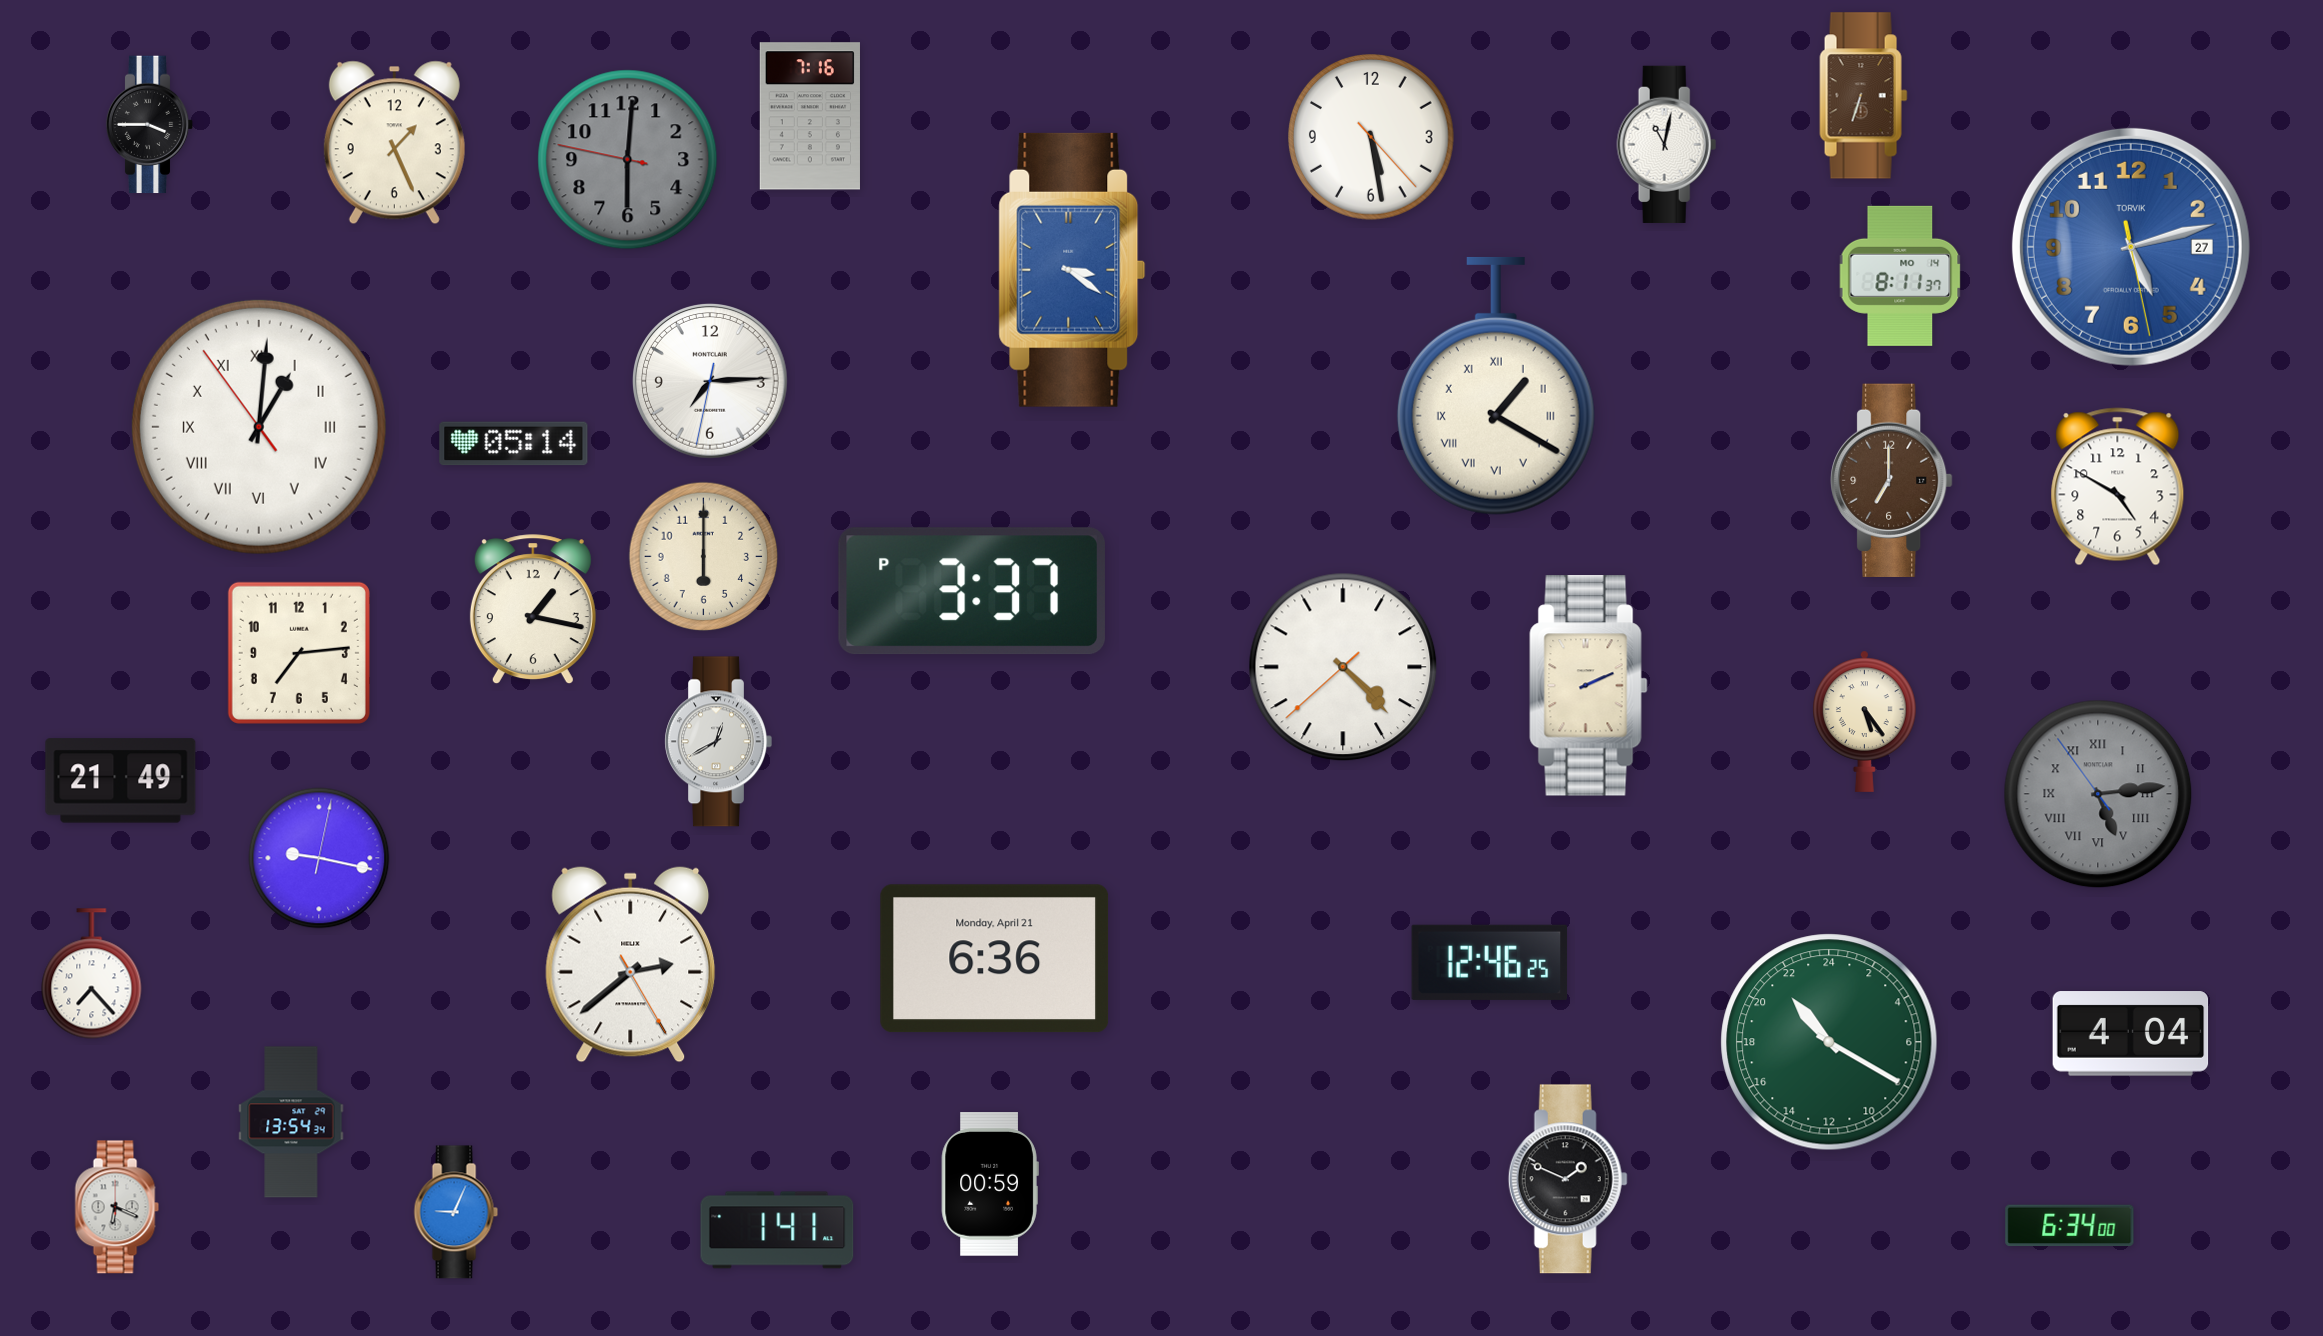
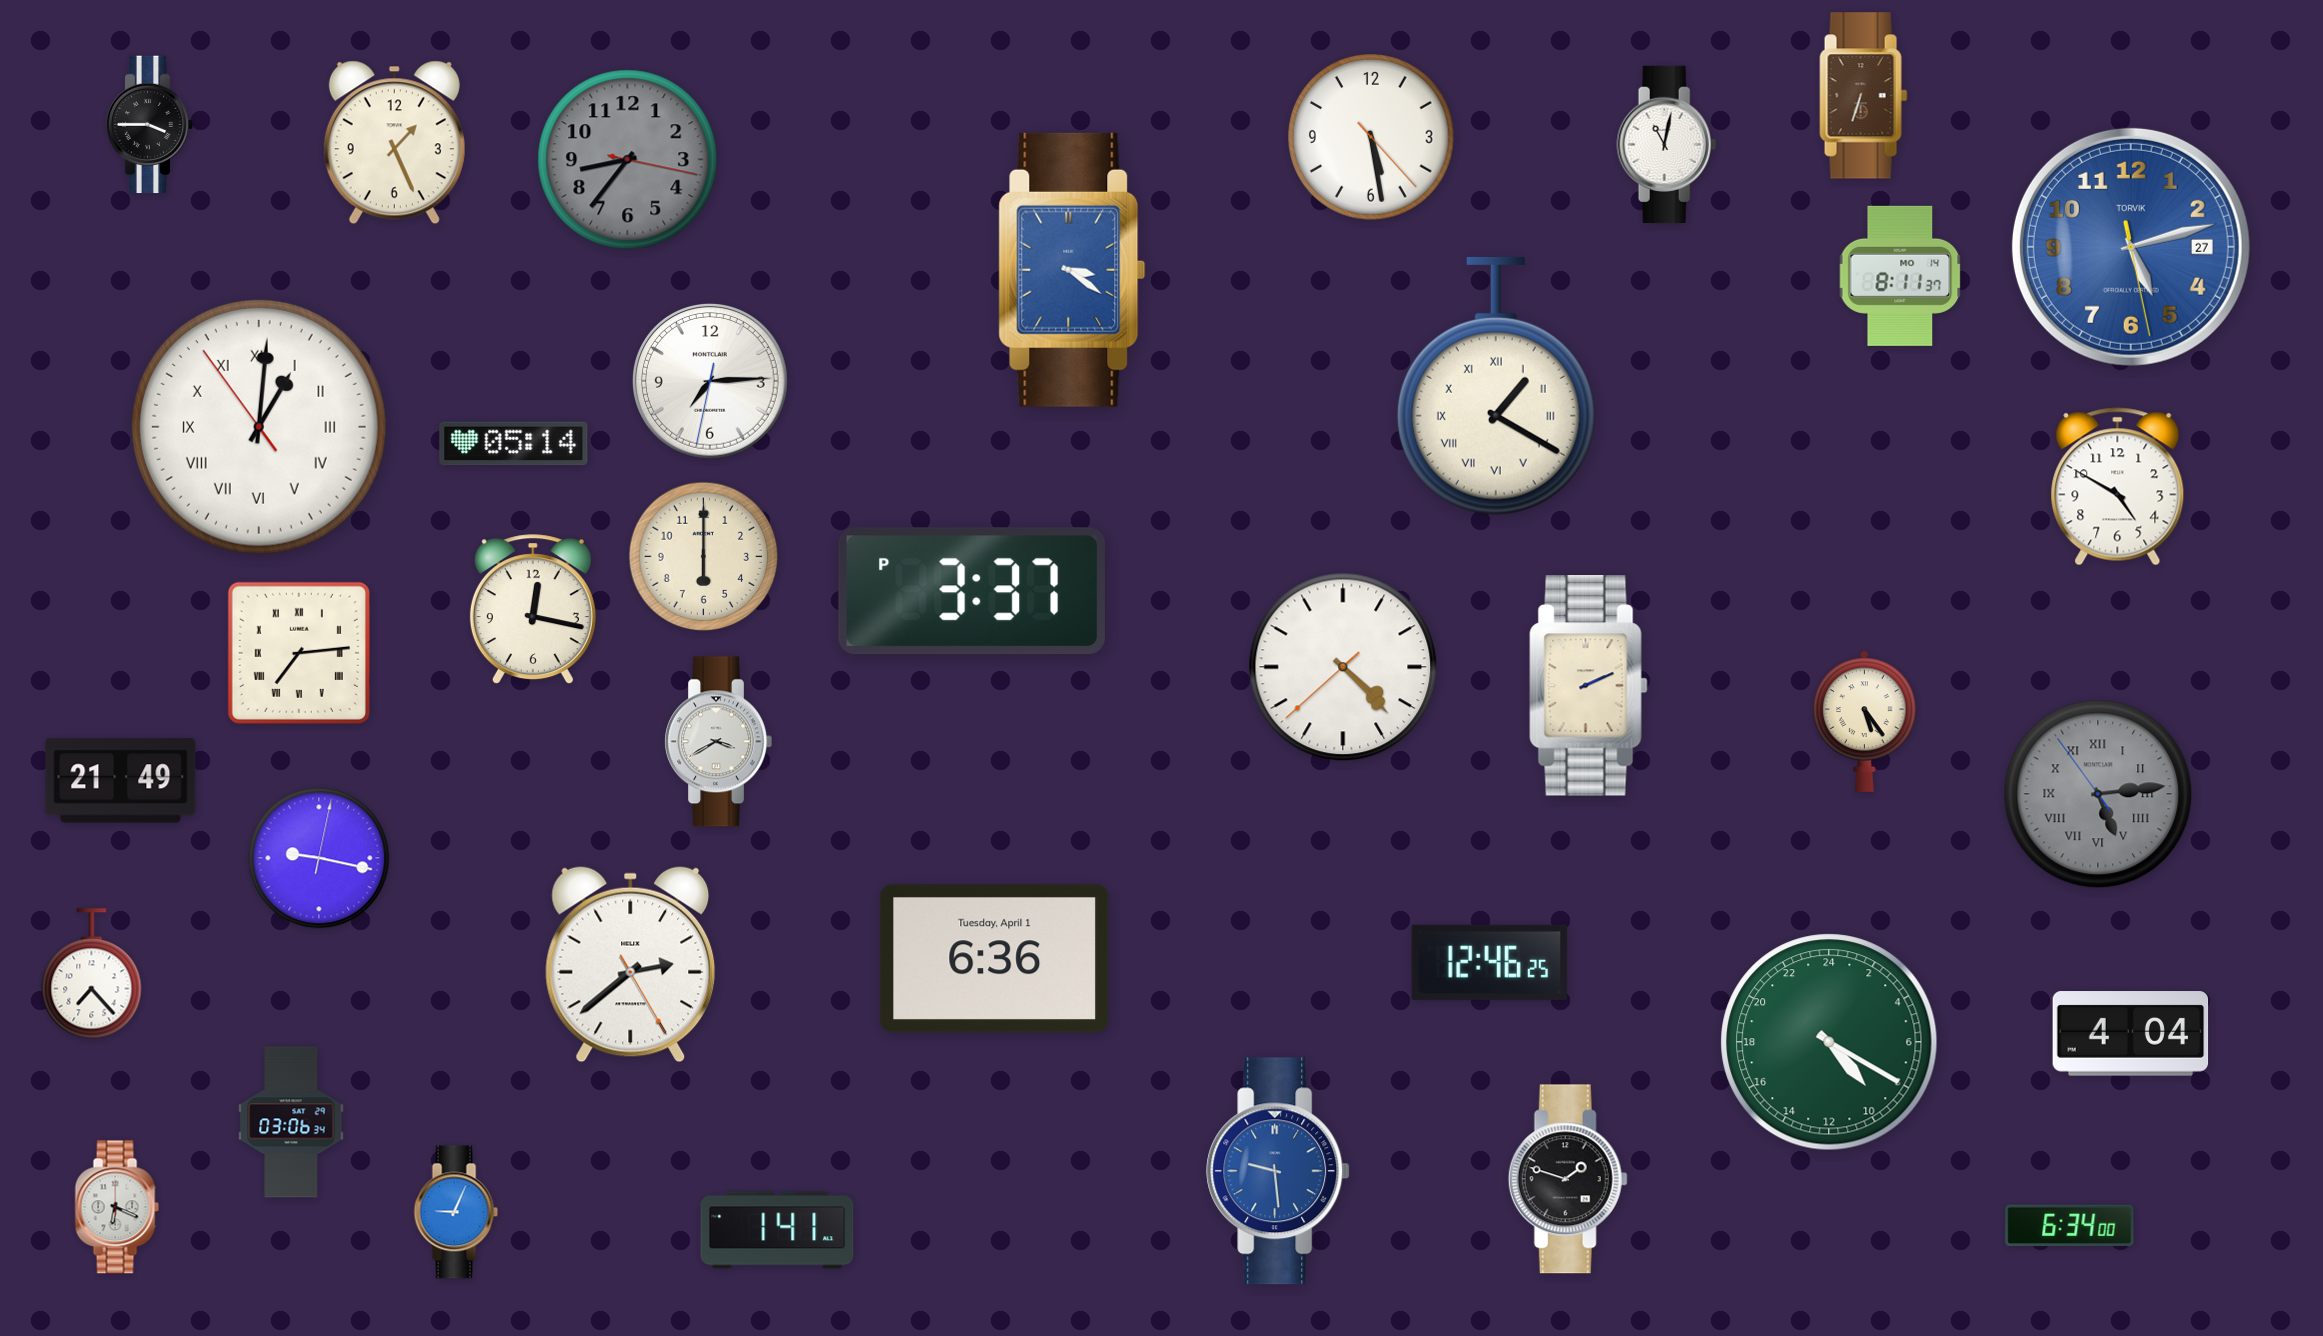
clock at (810, 116): 7:16 -> none
clock at (628, 160): 6:00 -> 8:36
clock at (1892, 480): 7:00 -> none
clock at (533, 610): 1:17 -> 12:17
clock at (299, 653) numerals: Arabic -> Roman
clock at (718, 742): 12:40 -> 3:40
clock at (995, 959) date: Monday, April 21 -> Tuesday, April 1
clock at (1829, 1042): 21:20 -> 9:20
clock at (291, 1122): 13:54 -> 03:06
clock at (1278, 1171): none -> 9:29
clock at (1568, 1179): 1:49 -> 1:48
clock at (990, 1185): 00:59 -> none
